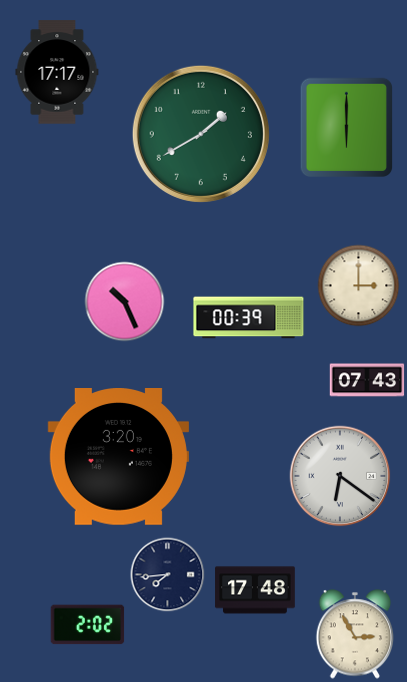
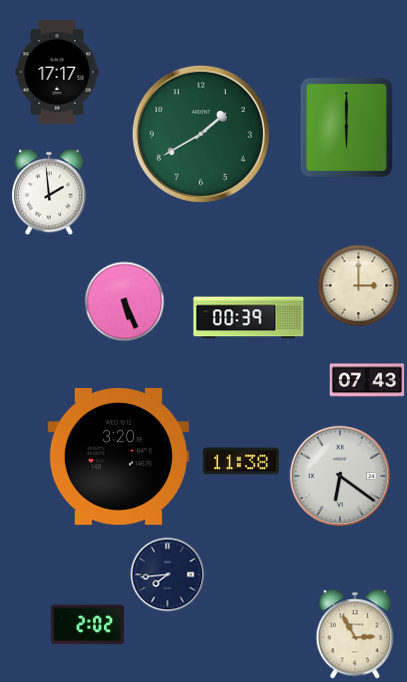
clock at (50, 192): none -> 1:59
clock at (125, 302): 10:26 -> 5:26
clock at (241, 461): none -> 11:38
clock at (255, 590): 17:48 -> none
